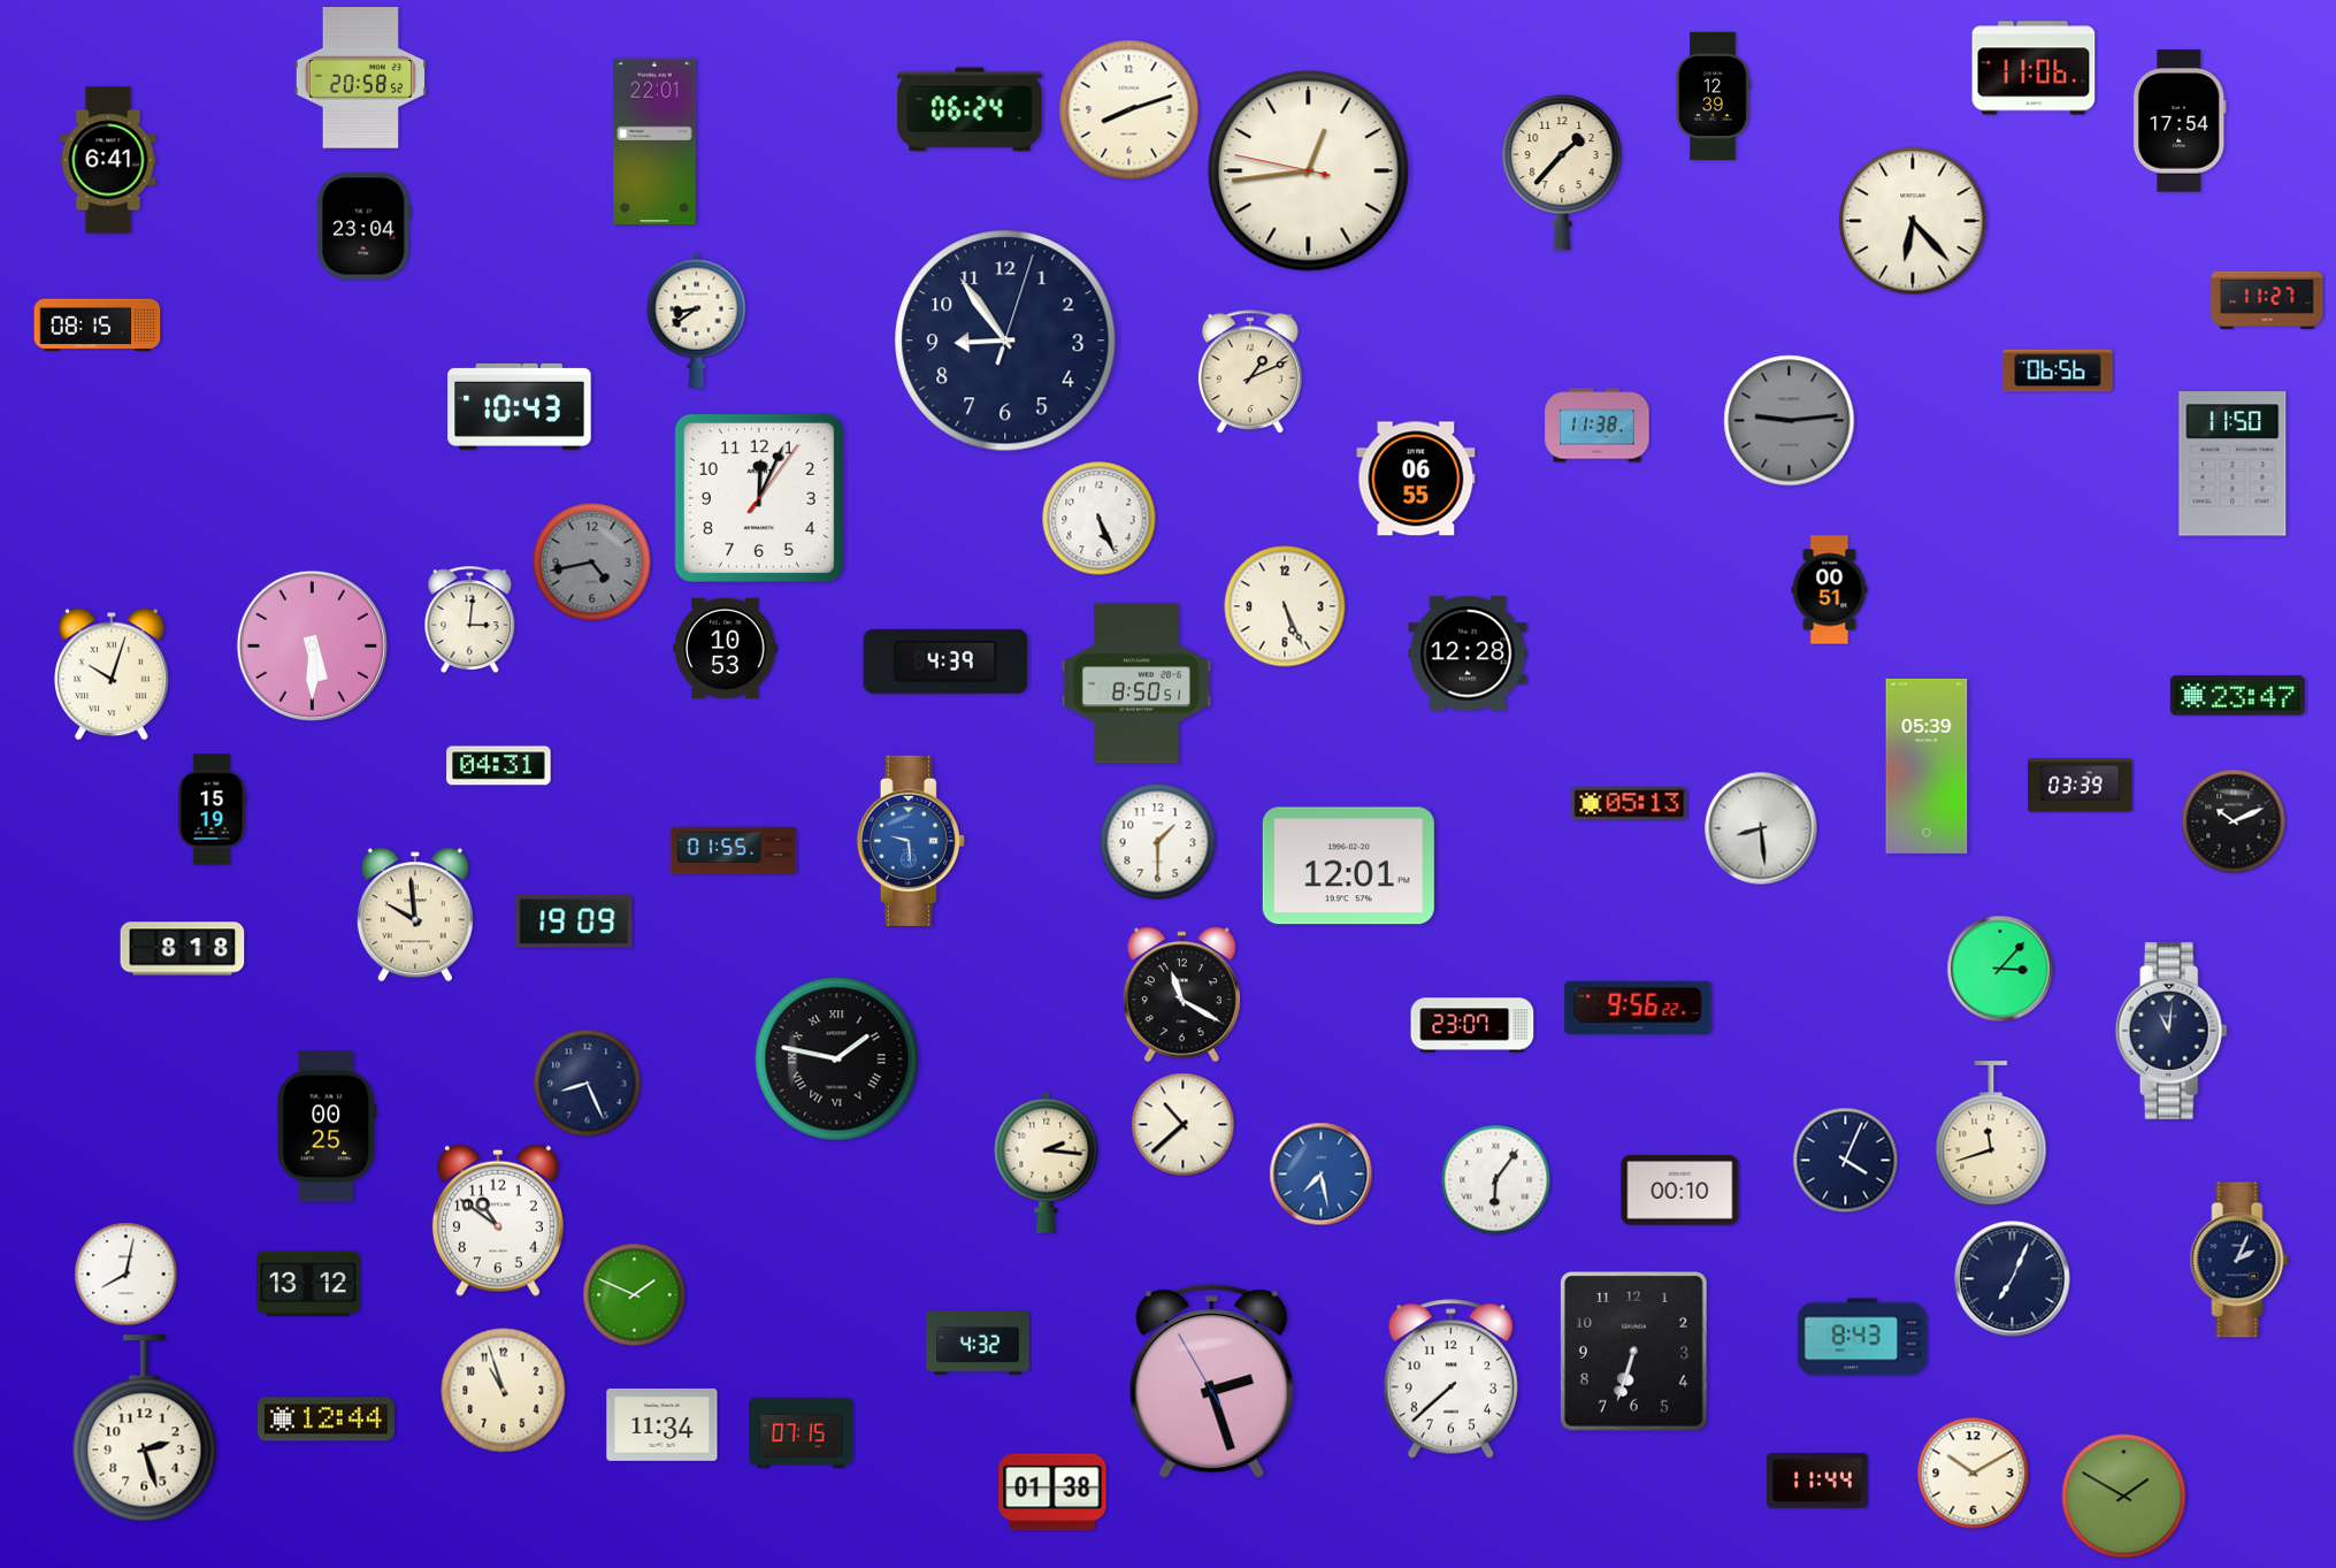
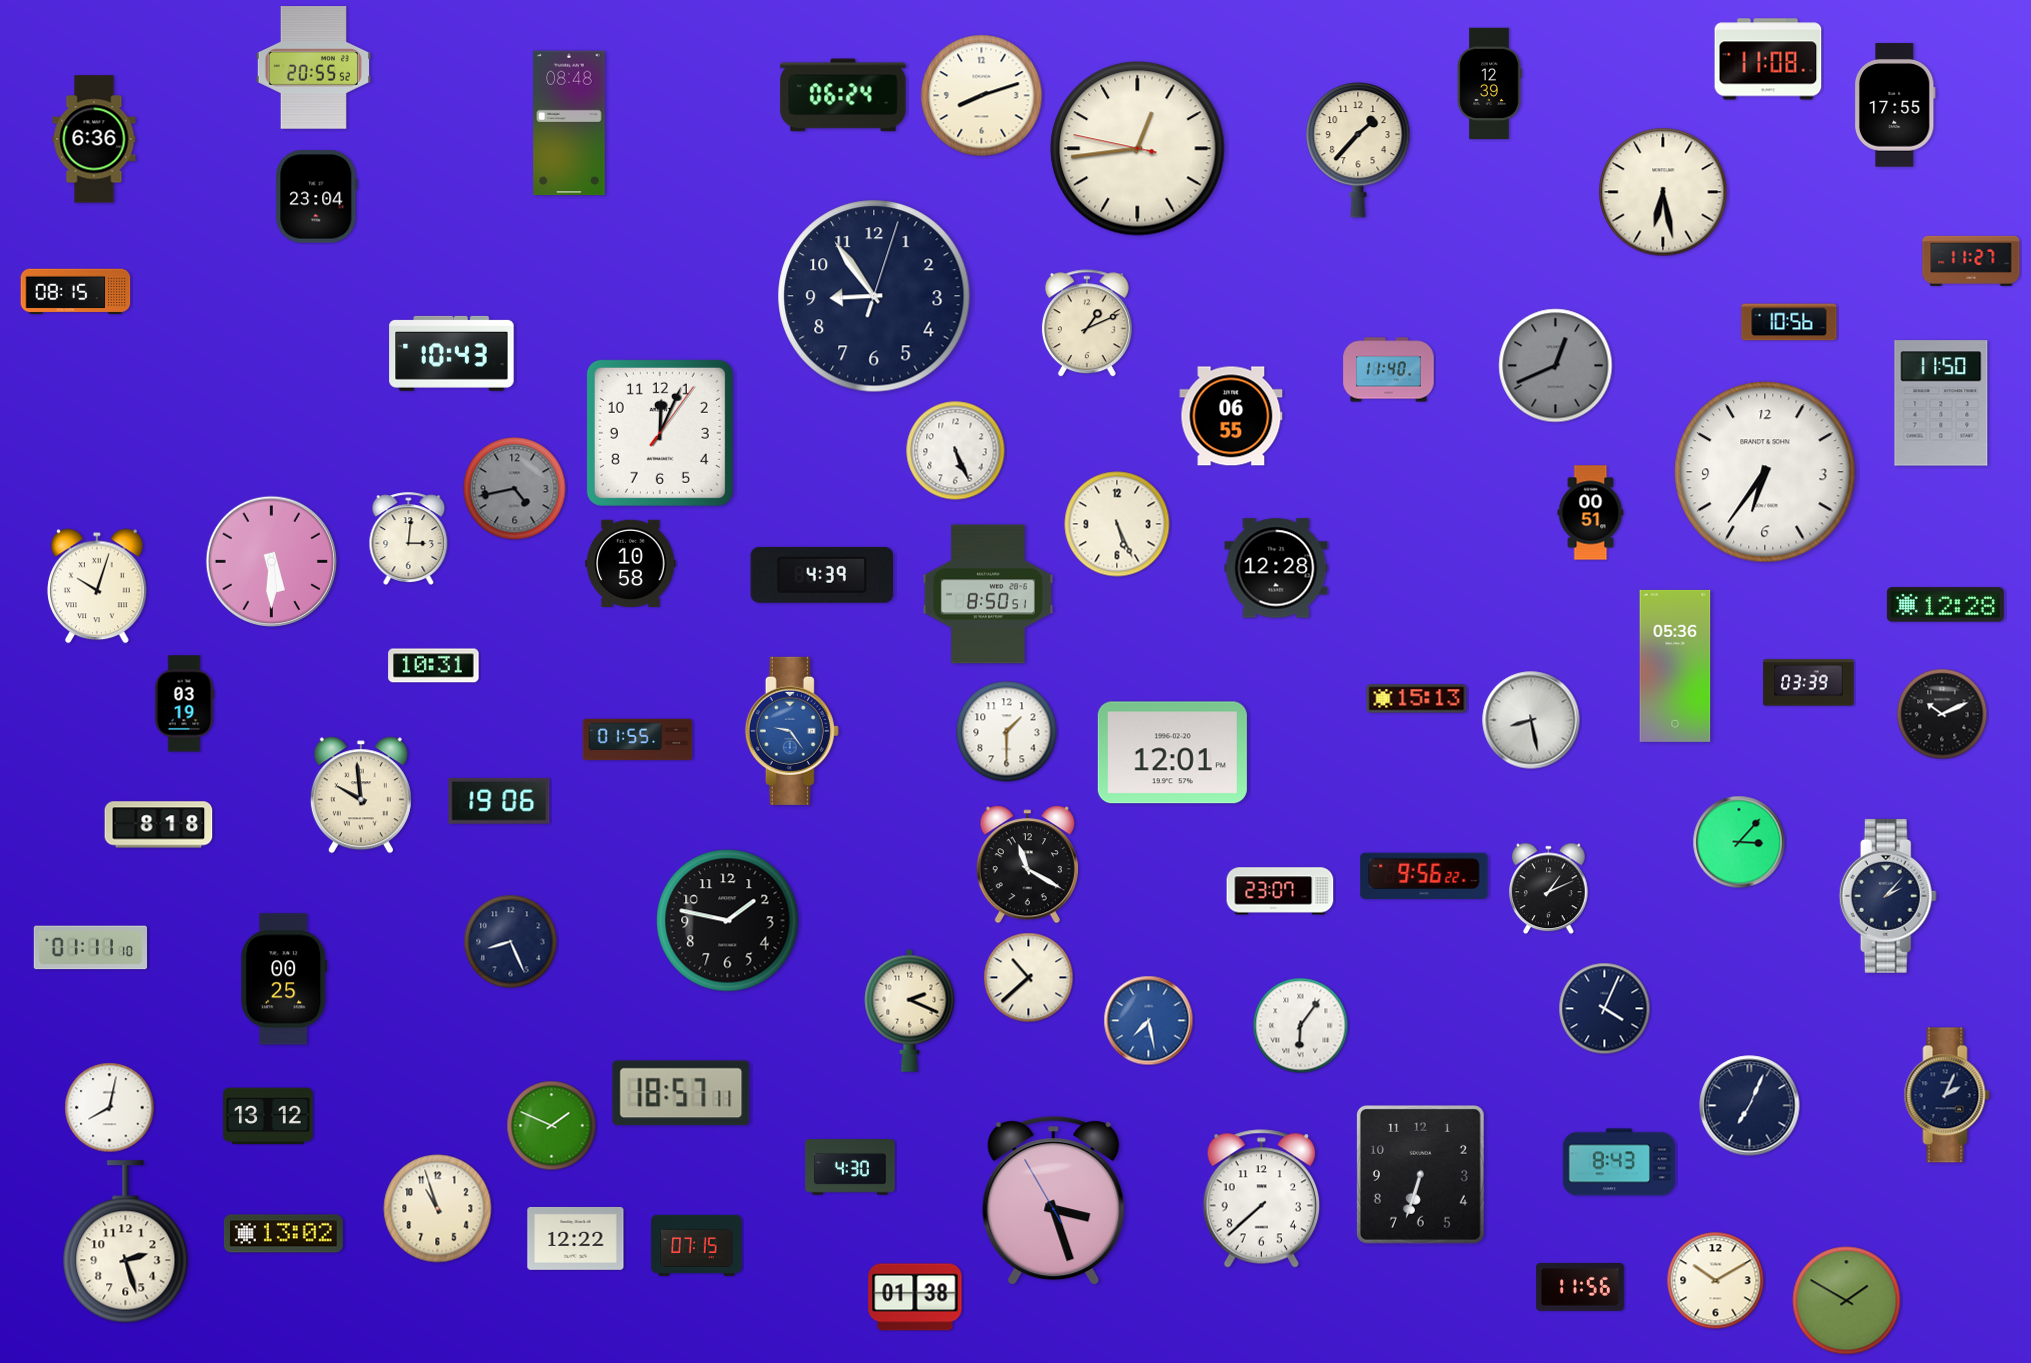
clock at (2034, 68): 11:06 -> 11:08
clock at (360, 78): 20:58 -> 20:55
clock at (2180, 121): 17:54 -> 17:55
clock at (654, 141): 22:01 -> 08:48
clock at (108, 160): 6:41 -> 6:36
clock at (1913, 221): 6:23 -> 6:28
clock at (697, 320): 8:39 -> none
clock at (98, 326) position: (98, 326) -> (76, 292)
clock at (2058, 370): 06:56 -> 10:56
clock at (1790, 421): 9:14 -> 12:41
clock at (1598, 426): 11:38 -> 11:40
clock at (1765, 472): none -> 6:36
clock at (1285, 606) position: (1285, 606) -> (1117, 524)
clock at (726, 648): 10:53 -> 10:58
clock at (2237, 696): 23:47 -> 12:28
clock at (499, 766): 04:31 -> 10:31
clock at (1927, 766): 05:39 -> 05:36
clock at (1630, 804): 05:13 -> 15:13
clock at (212, 810): 15:19 -> 03:19
clock at (1761, 828): 8:29 -> 8:28
clock at (911, 841): 9:29 -> 9:24
clock at (574, 921): 19:09 -> 19:06
clock at (1549, 889): none -> 1:11
clock at (2172, 1031): 11:01 -> 2:07
clock at (837, 1060) numerals: Roman -> Arabic
clock at (91, 948): none -> 01:11
clock at (1991, 1134): 11:42 -> none
clock at (1047, 1162): 2:16 -> 2:19
clock at (1680, 1191): 00:10 -> none
clock at (498, 1221): 10:51 -> none
clock at (681, 1093): none -> 18:57
clock at (2013, 1279) position: (2013, 1279) -> (1750, 1106)
clock at (978, 1343): 4:32 -> 4:30
clock at (1212, 1382): 2:26 -> 3:26
clock at (325, 1420): 12:44 -> 13:02
clock at (662, 1424): 11:34 -> 12:22
clock at (1817, 1481): 11:44 -> 11:56
